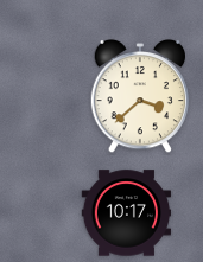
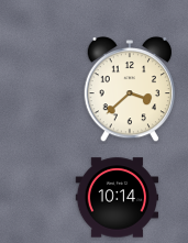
clock at (127, 213): 10:17 -> 10:14
